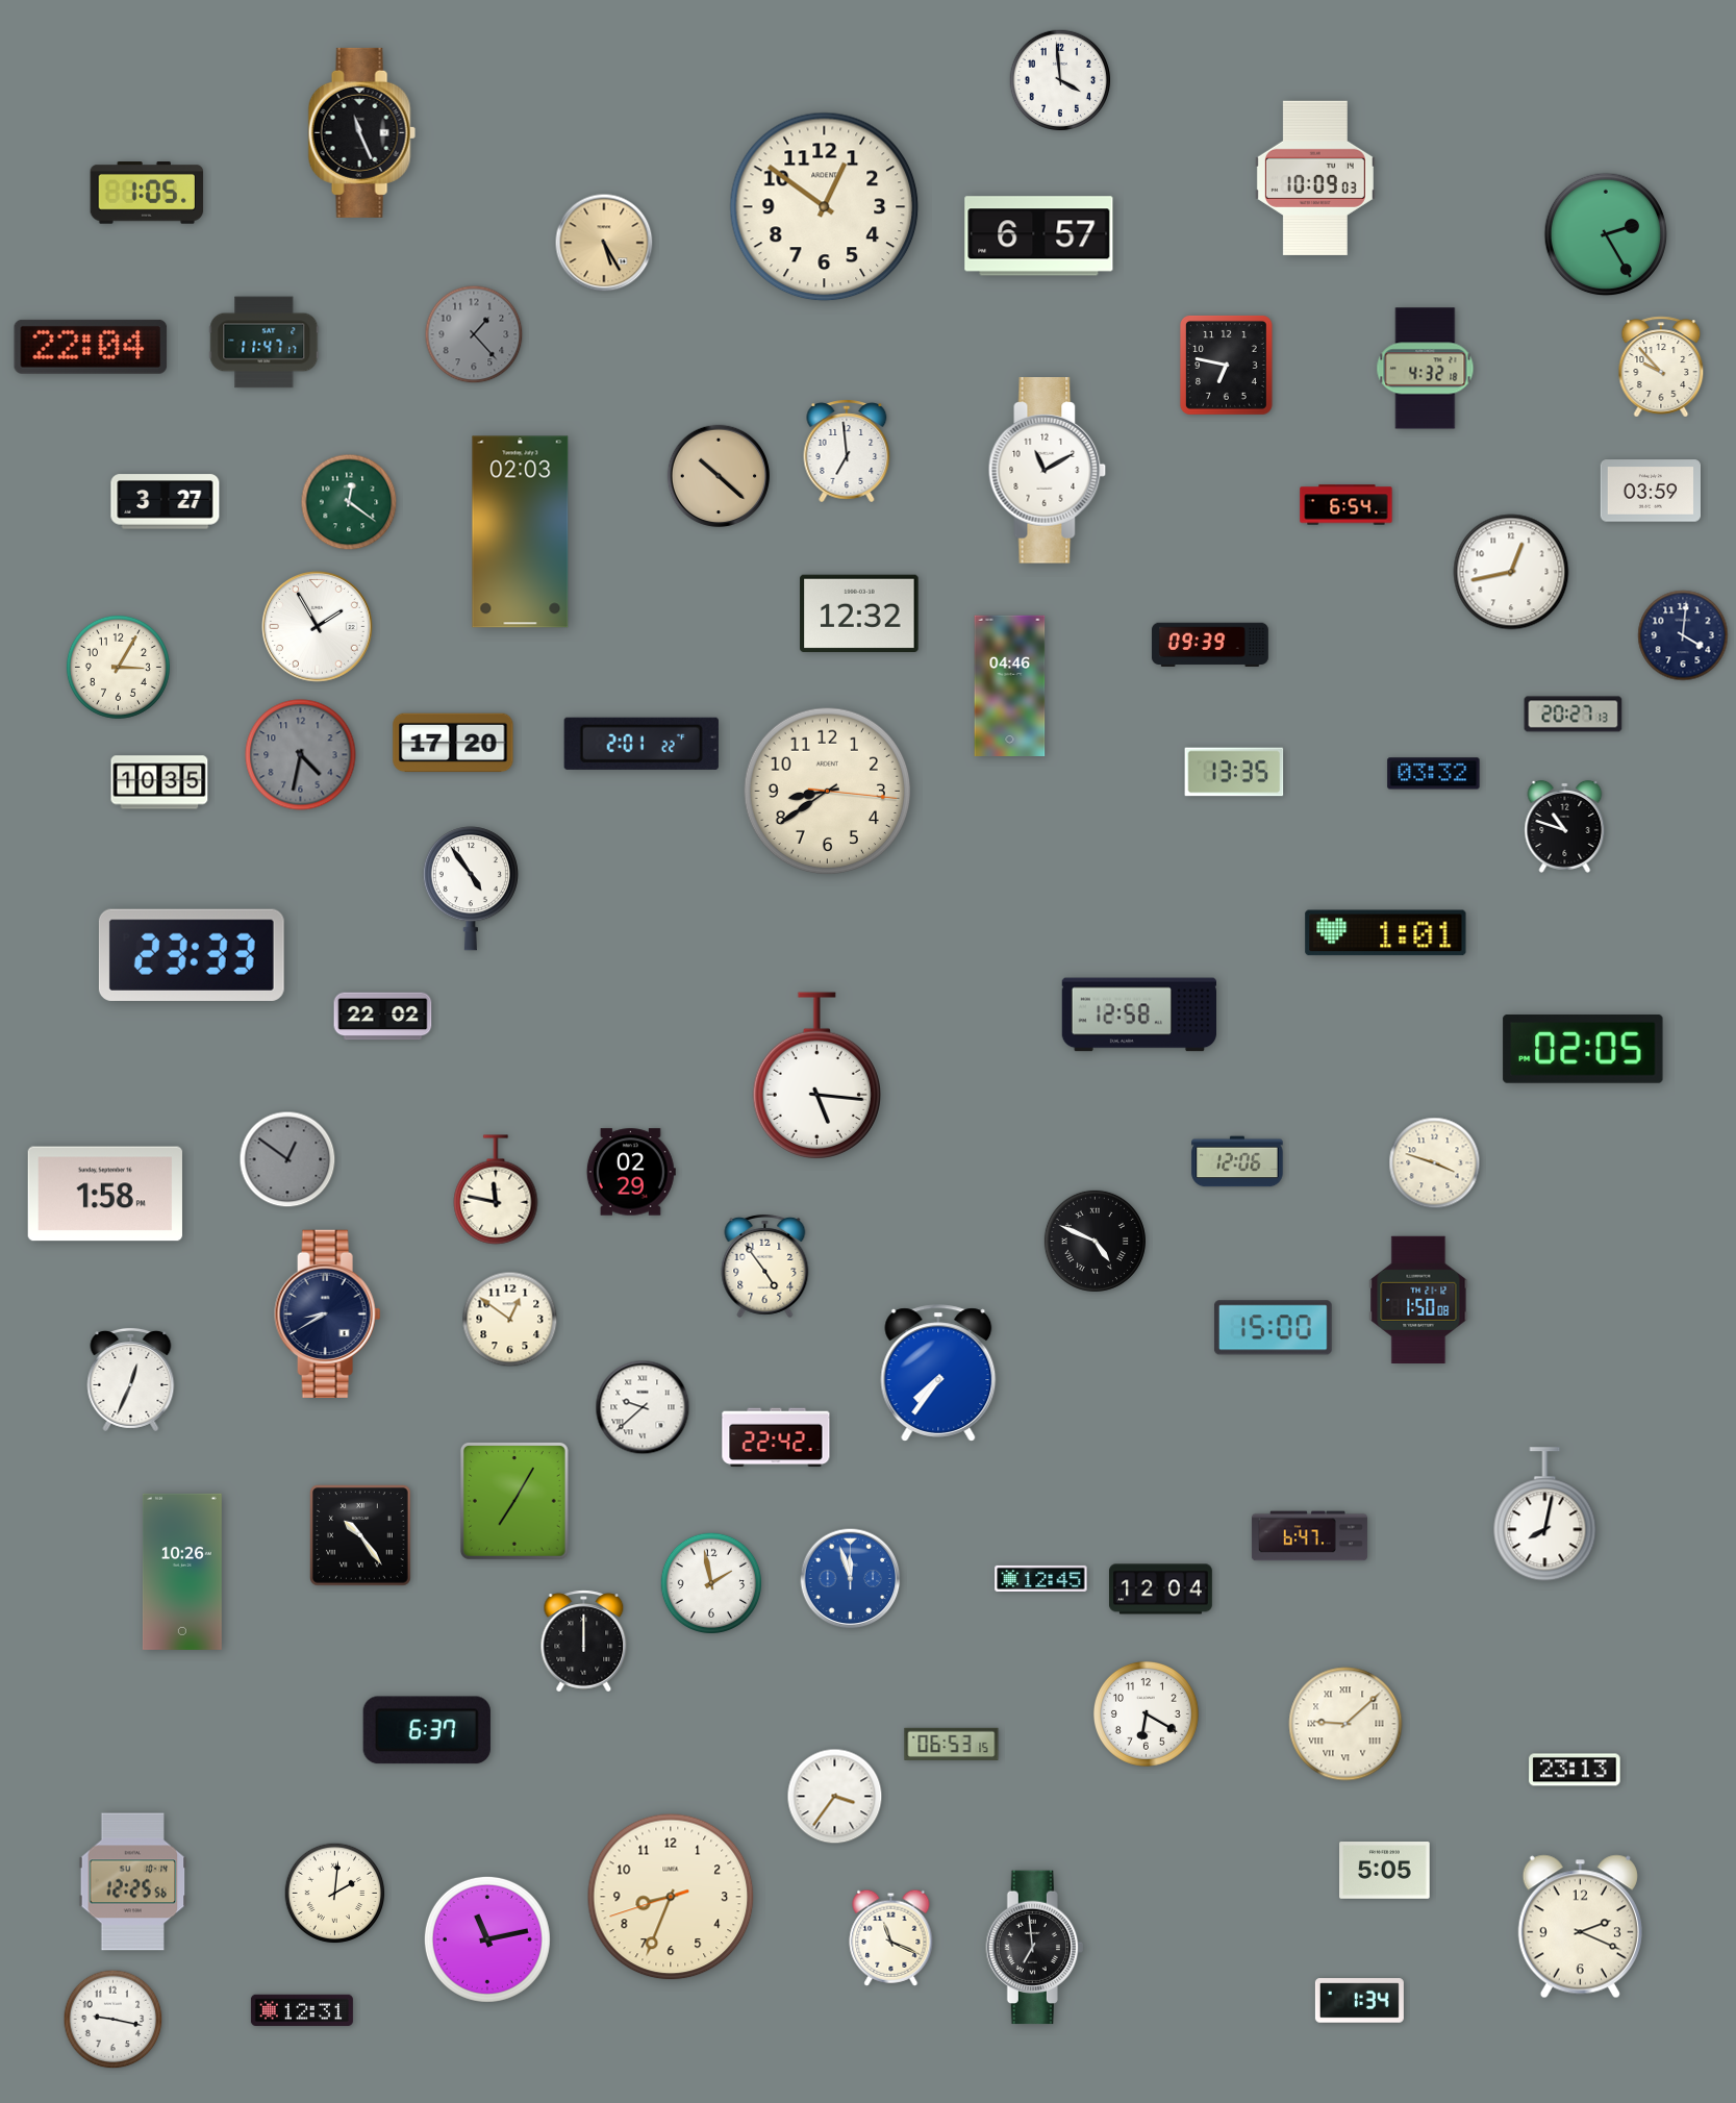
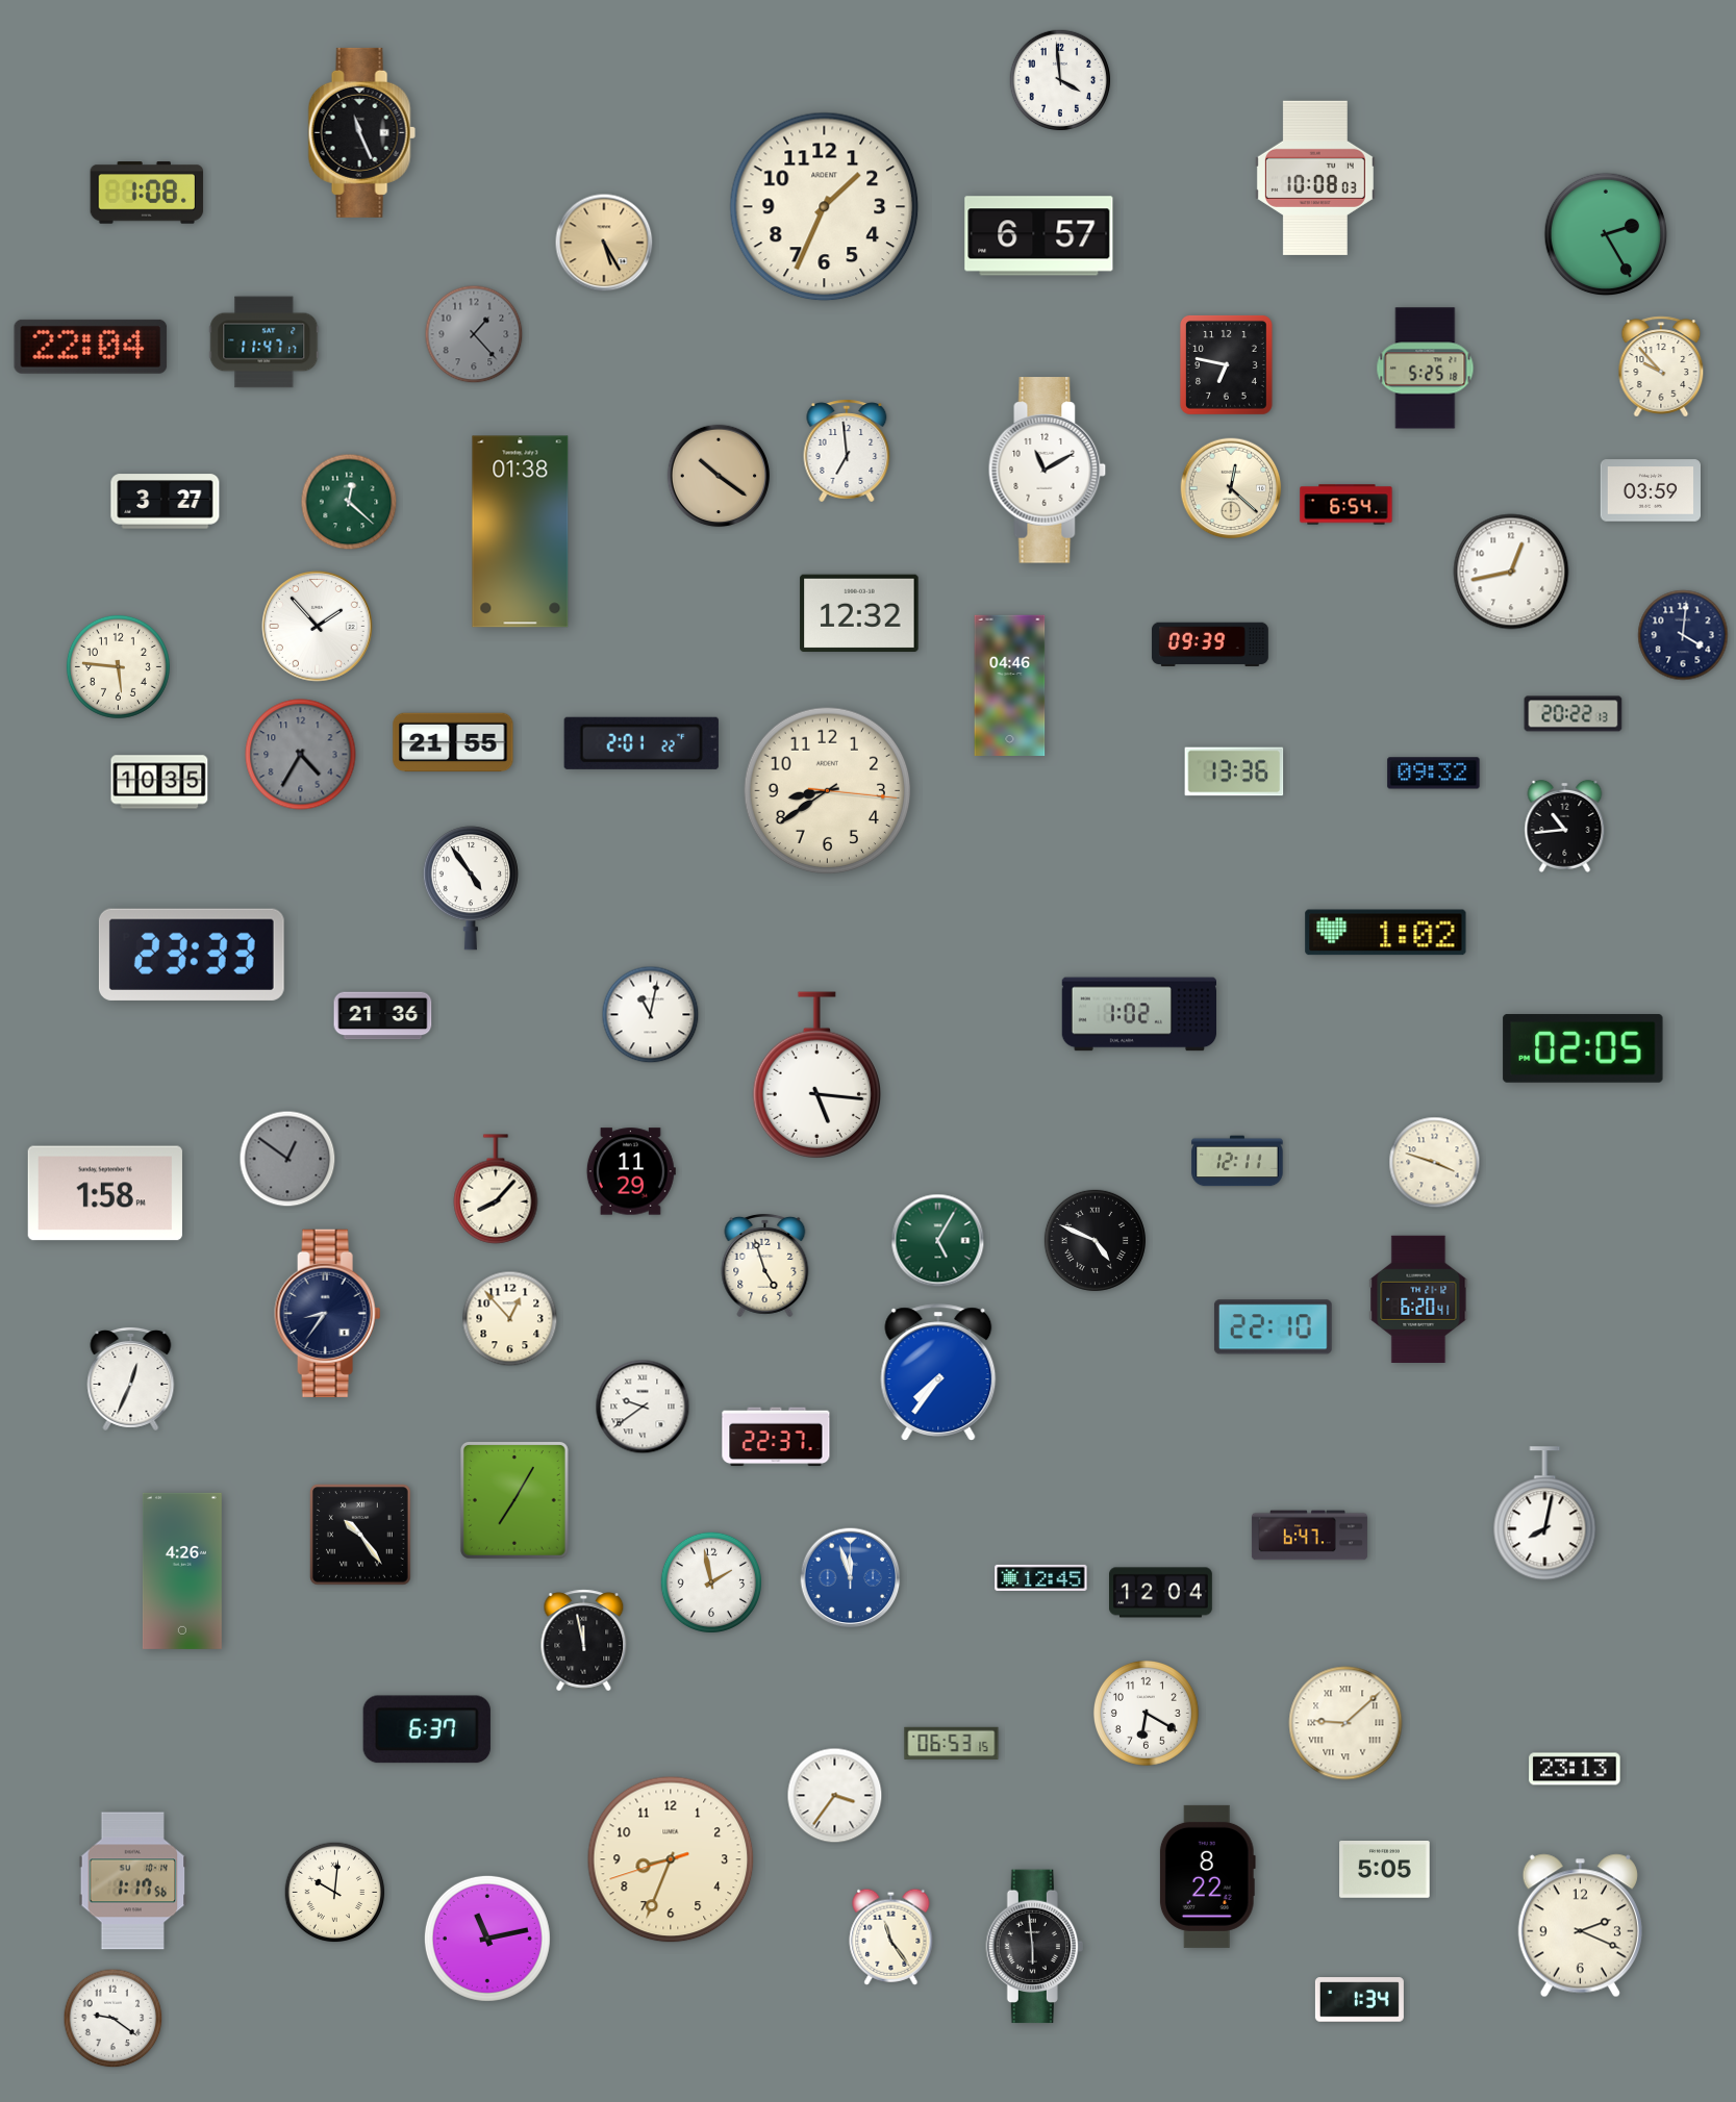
clock at (1315, 178): 10:09 -> 10:08
clock at (147, 194): 1:05 -> 1:08
clock at (825, 207): 12:51 -> 1:34
clock at (1426, 369): 4:32 -> 5:25
clock at (719, 476): 10:22 -> 10:21
clock at (1231, 488): none -> 12:22
clock at (349, 502): 12:21 -> 12:22
clock at (521, 532): 02:03 -> 01:38
clock at (318, 627): 1:55 -> 1:53
clock at (118, 667): 3:05 -> 5:46
clock at (1574, 715): 20:27 -> 20:22
clock at (453, 743): 17:20 -> 21:55
clock at (301, 755): 4:32 -> 4:35
clock at (1234, 772): 13:35 -> 13:36
clock at (1434, 774): 03:32 -> 09:32
clock at (1565, 826): 10:48 -> 10:44
clock at (1386, 933): 1:01 -> 1:02
clock at (1138, 1015): 12:58 -> 1:02
clock at (651, 1015): none -> 11:02
clock at (383, 1017): 22:02 -> 21:36
clock at (1237, 1161): 12:06 -> 12:11
clock at (631, 1172): 02:29 -> 11:29
clock at (496, 1190): 11:47 -> 8:07
clock at (938, 1241): none -> 5:05
clock at (765, 1266): 4:54 -> 4:57
clock at (1418, 1299): 1:50 -> 6:20
clock at (328, 1313): 8:40 -> 8:36
clock at (510, 1320): 12:51 -> 12:53
clock at (1273, 1328): 15:00 -> 22:10
clock at (643, 1407): 9:38 -> 9:39
clock at (776, 1437): 22:42 -> 22:37
clock at (182, 1572): 10:26 -> 4:26
clock at (1161, 1589) position: (1161, 1589) -> (1161, 1593)
clock at (584, 1642): 12:00 -> 11:58
clock at (1207, 1876): none -> 8:22
clock at (133, 1882): 12:25 -> 1:17
clock at (335, 1894): 2:01 -> 10:01
clock at (671, 1897) position: (671, 1897) -> (671, 1859)
clock at (891, 1937): 11:19 -> 11:24
clock at (1034, 1948): 6:59 -> 5:59
clock at (302, 2010): 12:31 -> none
clock at (114, 2020): 9:17 -> 9:21
